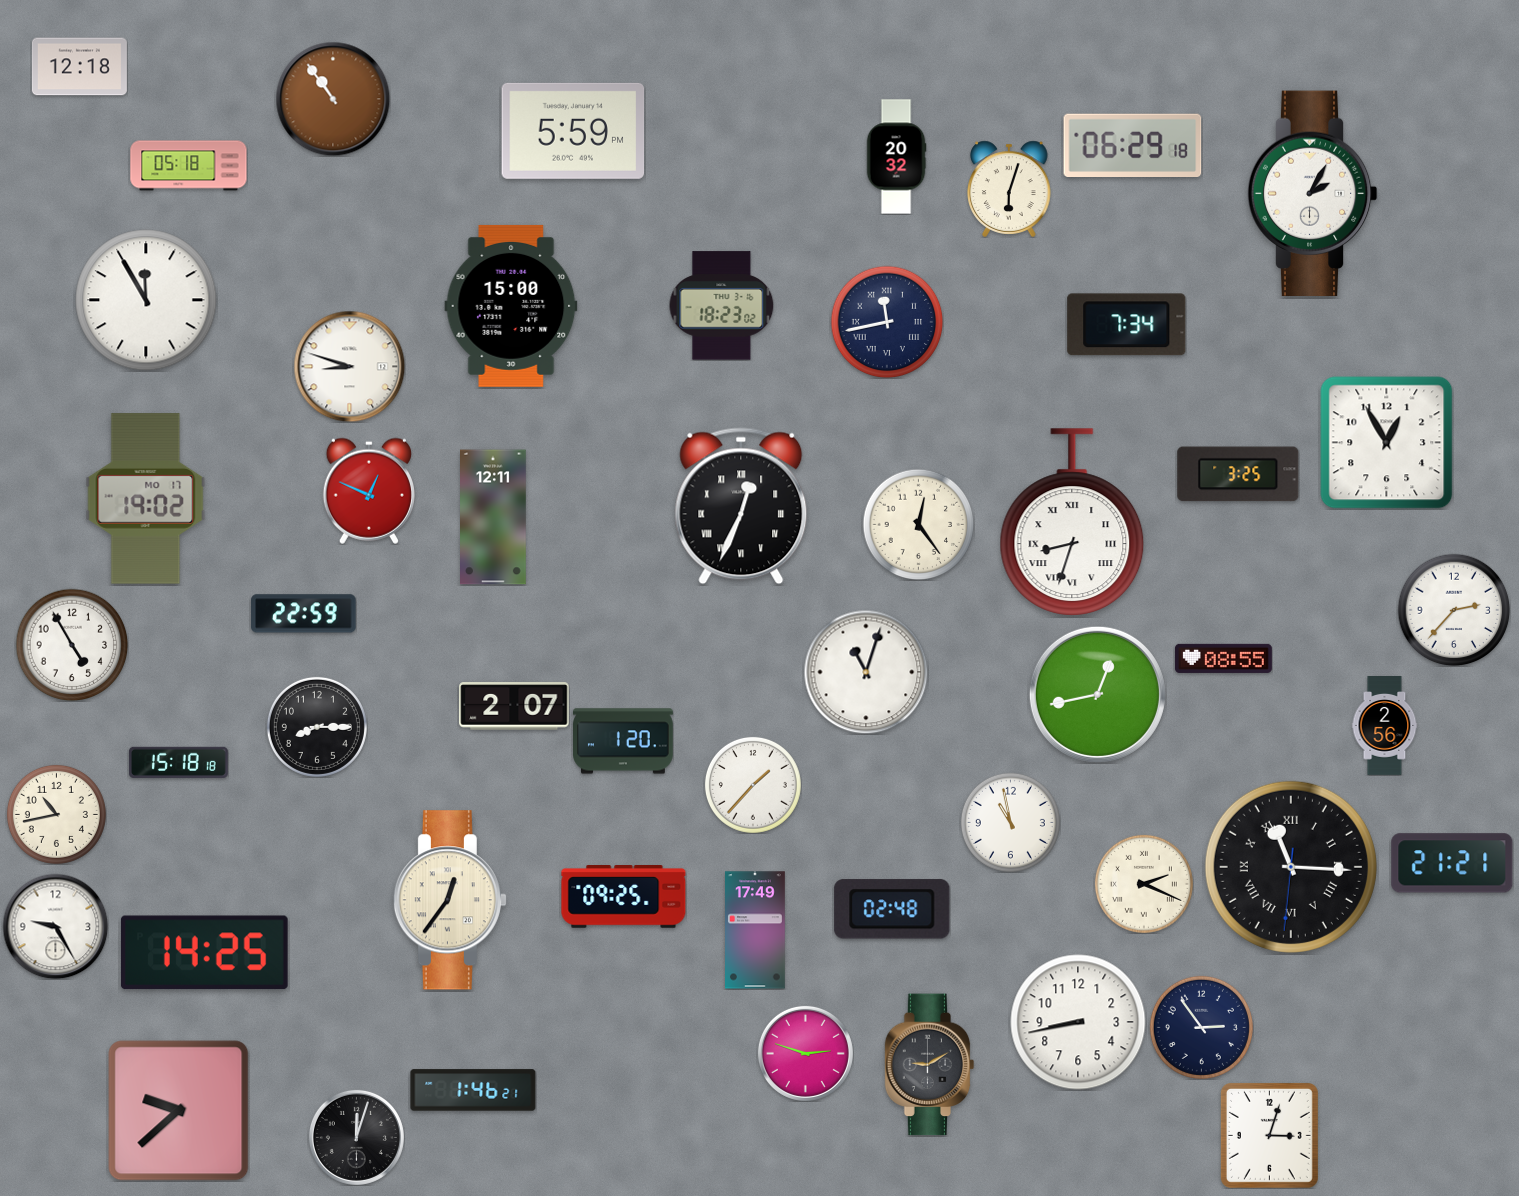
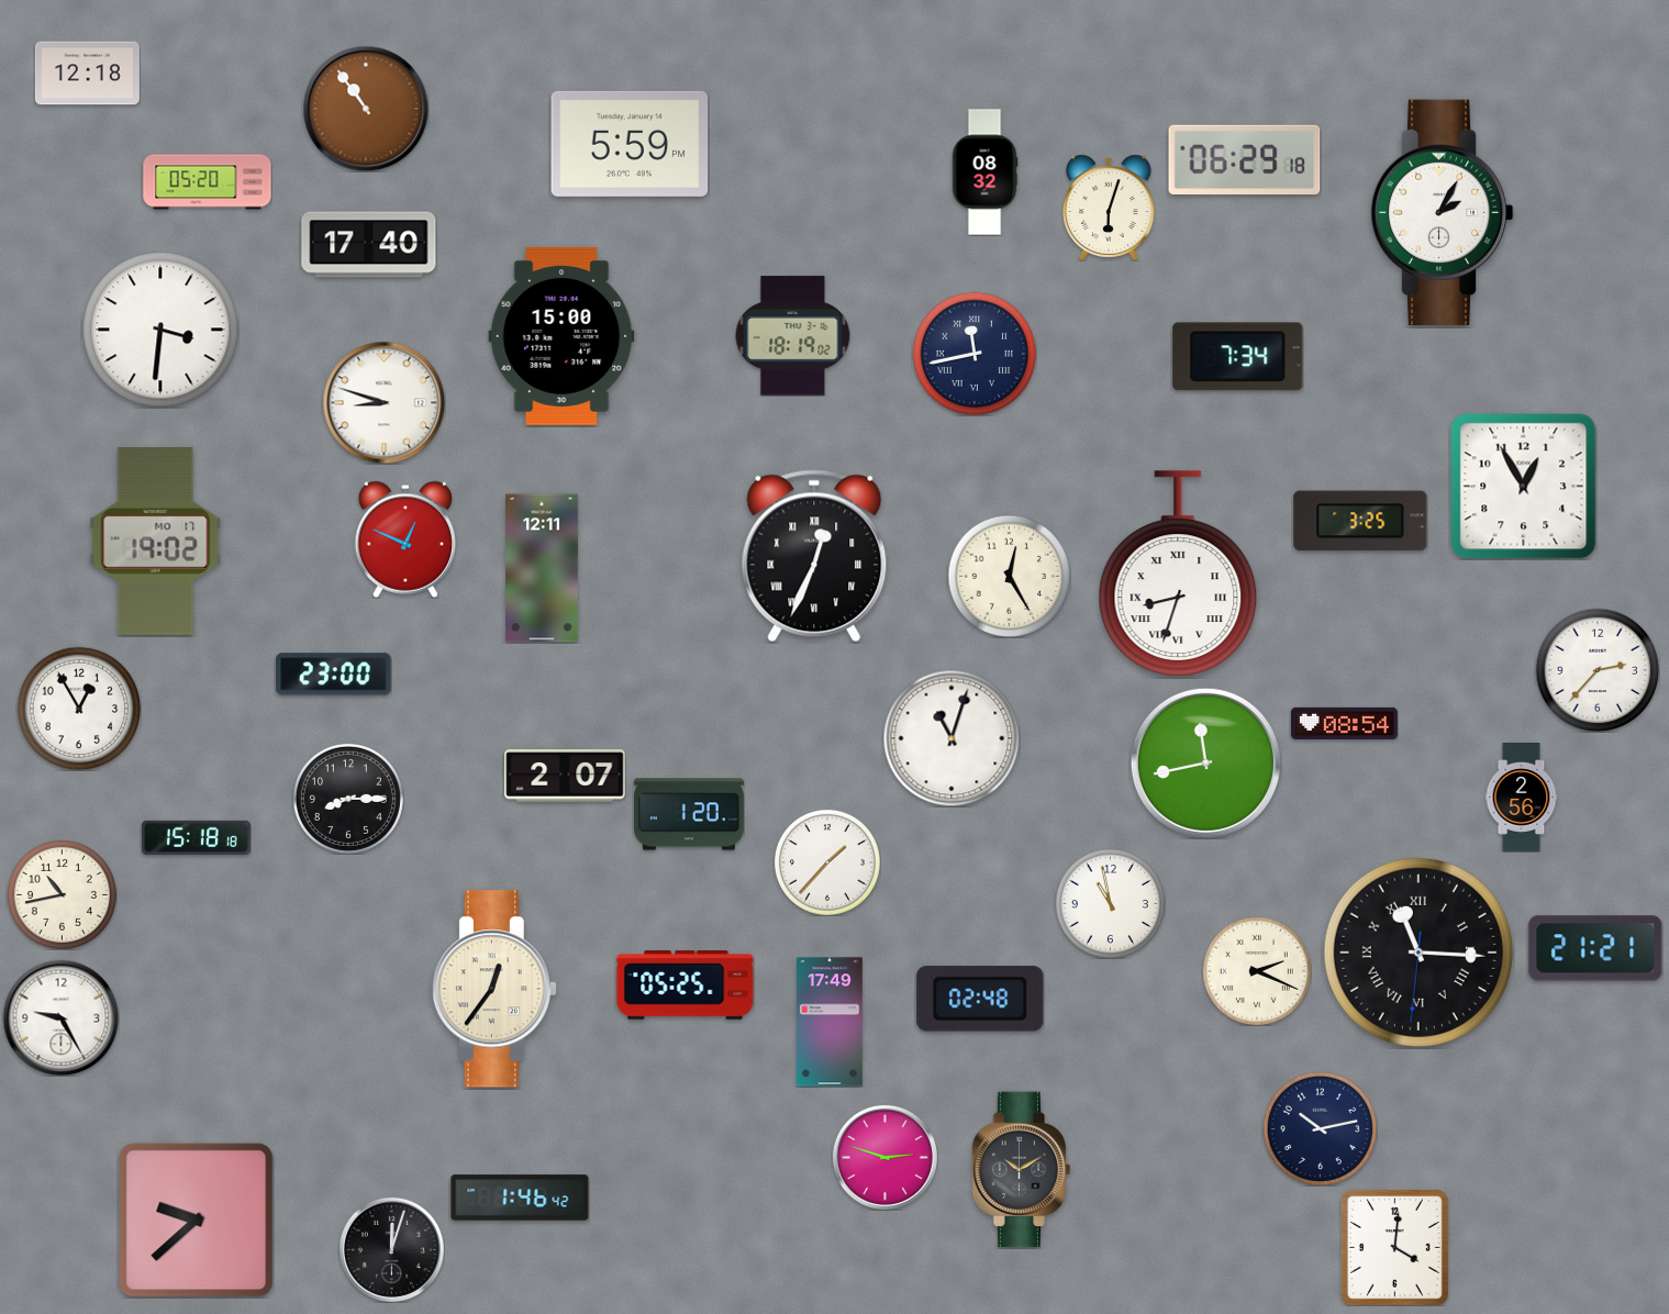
clock at (896, 157): 20:32 -> 08:32
clock at (189, 166): 05:18 -> 05:20
clock at (369, 245): none -> 17:40
clock at (146, 300): 11:55 -> 3:31
clock at (722, 306): 18:23 -> 18:19
clock at (146, 499) position: (146, 499) -> (156, 542)
clock at (918, 524): 12:24 -> 12:25
clock at (304, 614): 22:59 -> 23:00
clock at (72, 645): 4:55 -> 12:55
clock at (1223, 658): 08:55 -> 08:54
clock at (1097, 694): 12:43 -> 11:43
clock at (624, 741) position: (624, 741) -> (690, 814)
clock at (624, 897): 09:25 -> 05:25
clock at (204, 953): 14:25 -> none
clock at (1078, 1022): 8:43 -> none
clock at (1201, 1027): 2:54 -> 10:13
clock at (930, 1065): 9:10 -> 10:10
clock at (473, 1090): 1:46:21 -> 1:46:42
clock at (1269, 1135): 3:03 -> 4:01
